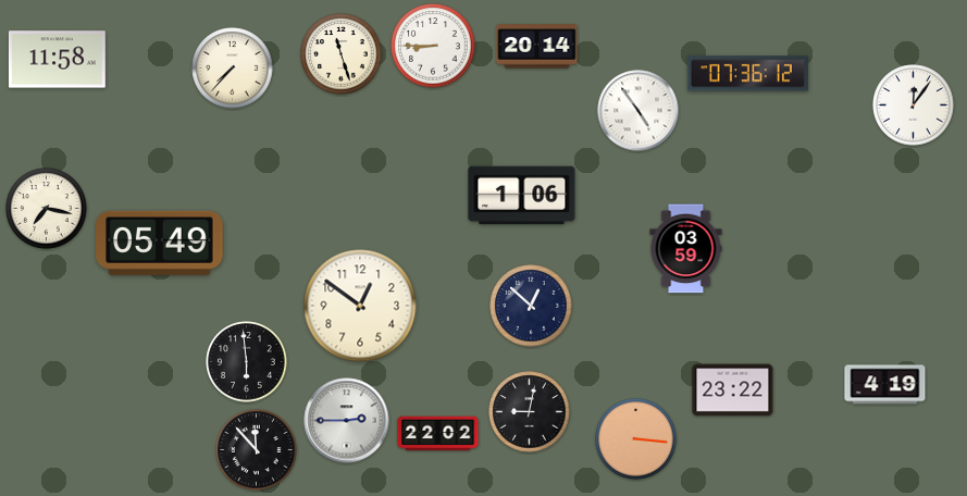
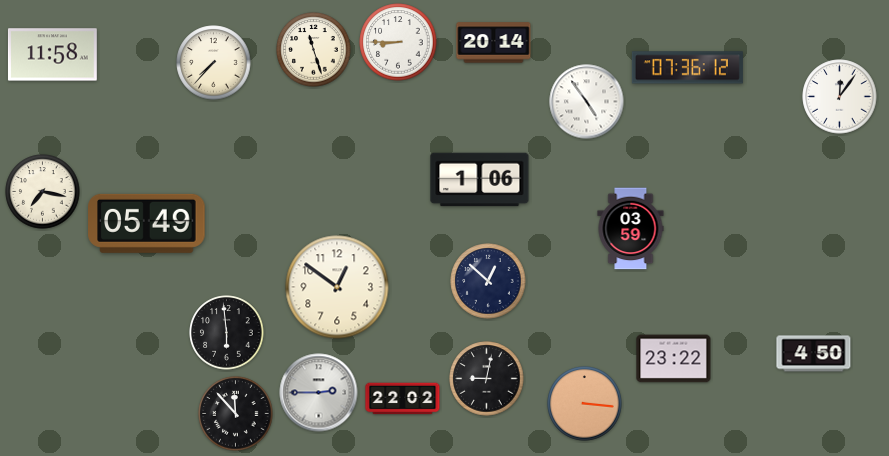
clock at (360, 306) position: (360, 306) -> (337, 287)
clock at (885, 385): 4:19 -> 4:50
clock at (347, 421) position: (347, 421) -> (319, 393)
